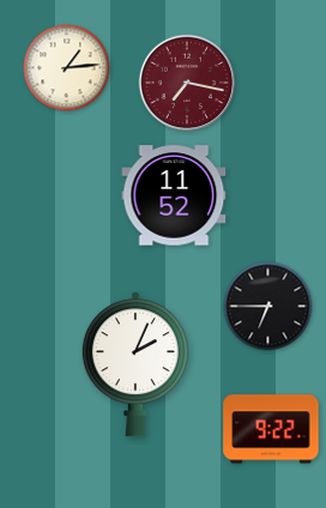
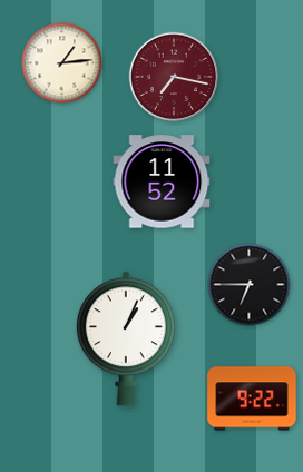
clock at (135, 364): 2:04 -> 1:04
